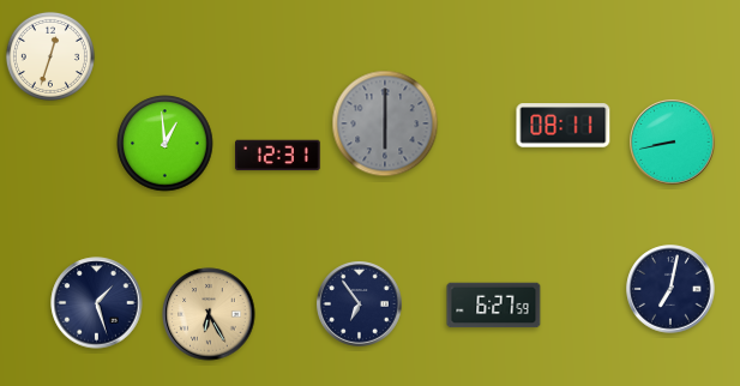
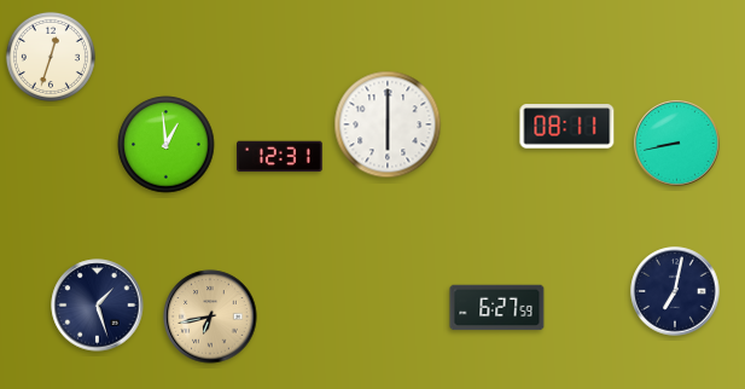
clock at (385, 123) dial: grey -> white
clock at (360, 304): 6:54 -> none
clock at (209, 314): 6:25 -> 6:43
